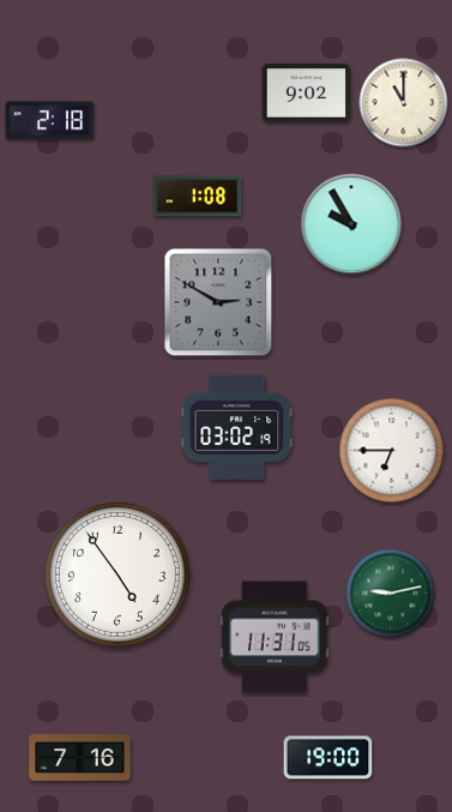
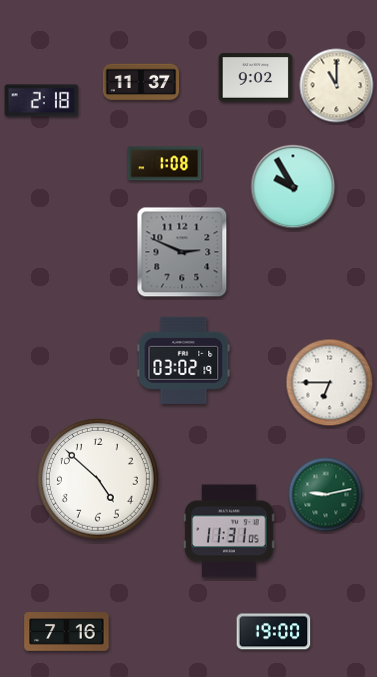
clock at (141, 82): none -> 11:37
clock at (218, 302): 2:50 -> 2:49
clock at (237, 427) position: (237, 427) -> (184, 360)
clock at (392, 451) position: (392, 451) -> (330, 383)
clock at (117, 575): 4:54 -> 4:52
